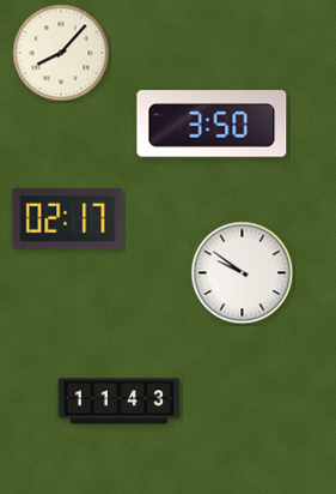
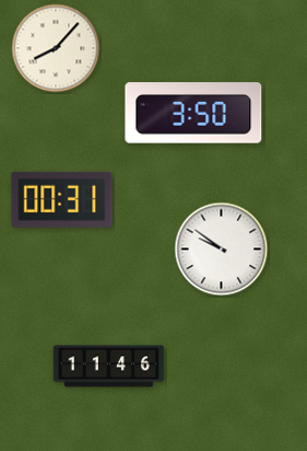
clock at (68, 218): 02:17 -> 00:31
clock at (120, 402): 11:43 -> 11:46
